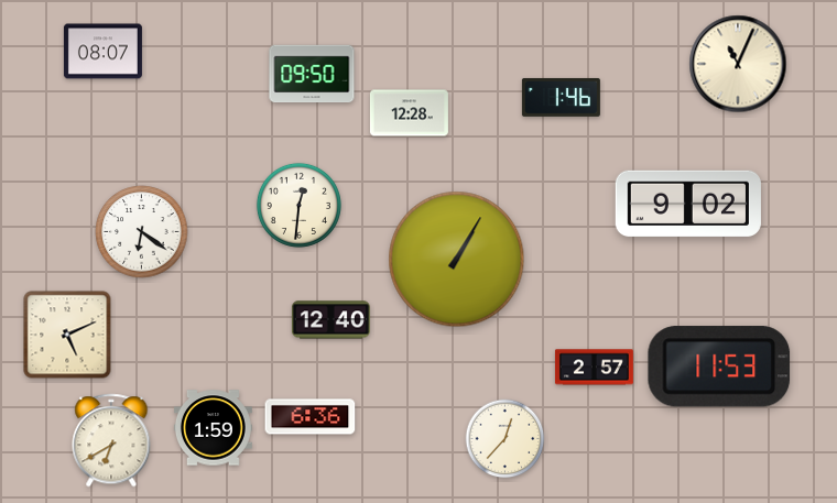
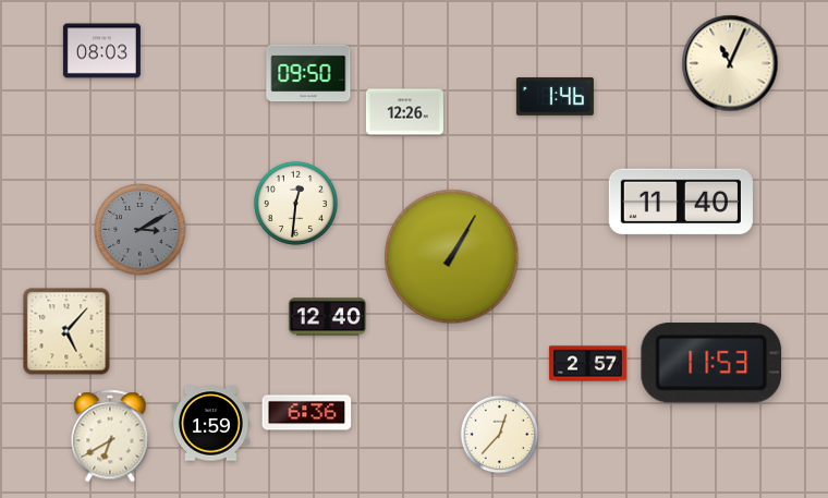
clock at (102, 52): 08:07 -> 08:03
clock at (409, 113): 12:28 -> 12:26
clock at (688, 204): 9:02 -> 11:40
clock at (142, 232): 6:21 -> 3:10
clock at (142, 232) dial: white -> grey
clock at (67, 335): 5:11 -> 5:07
